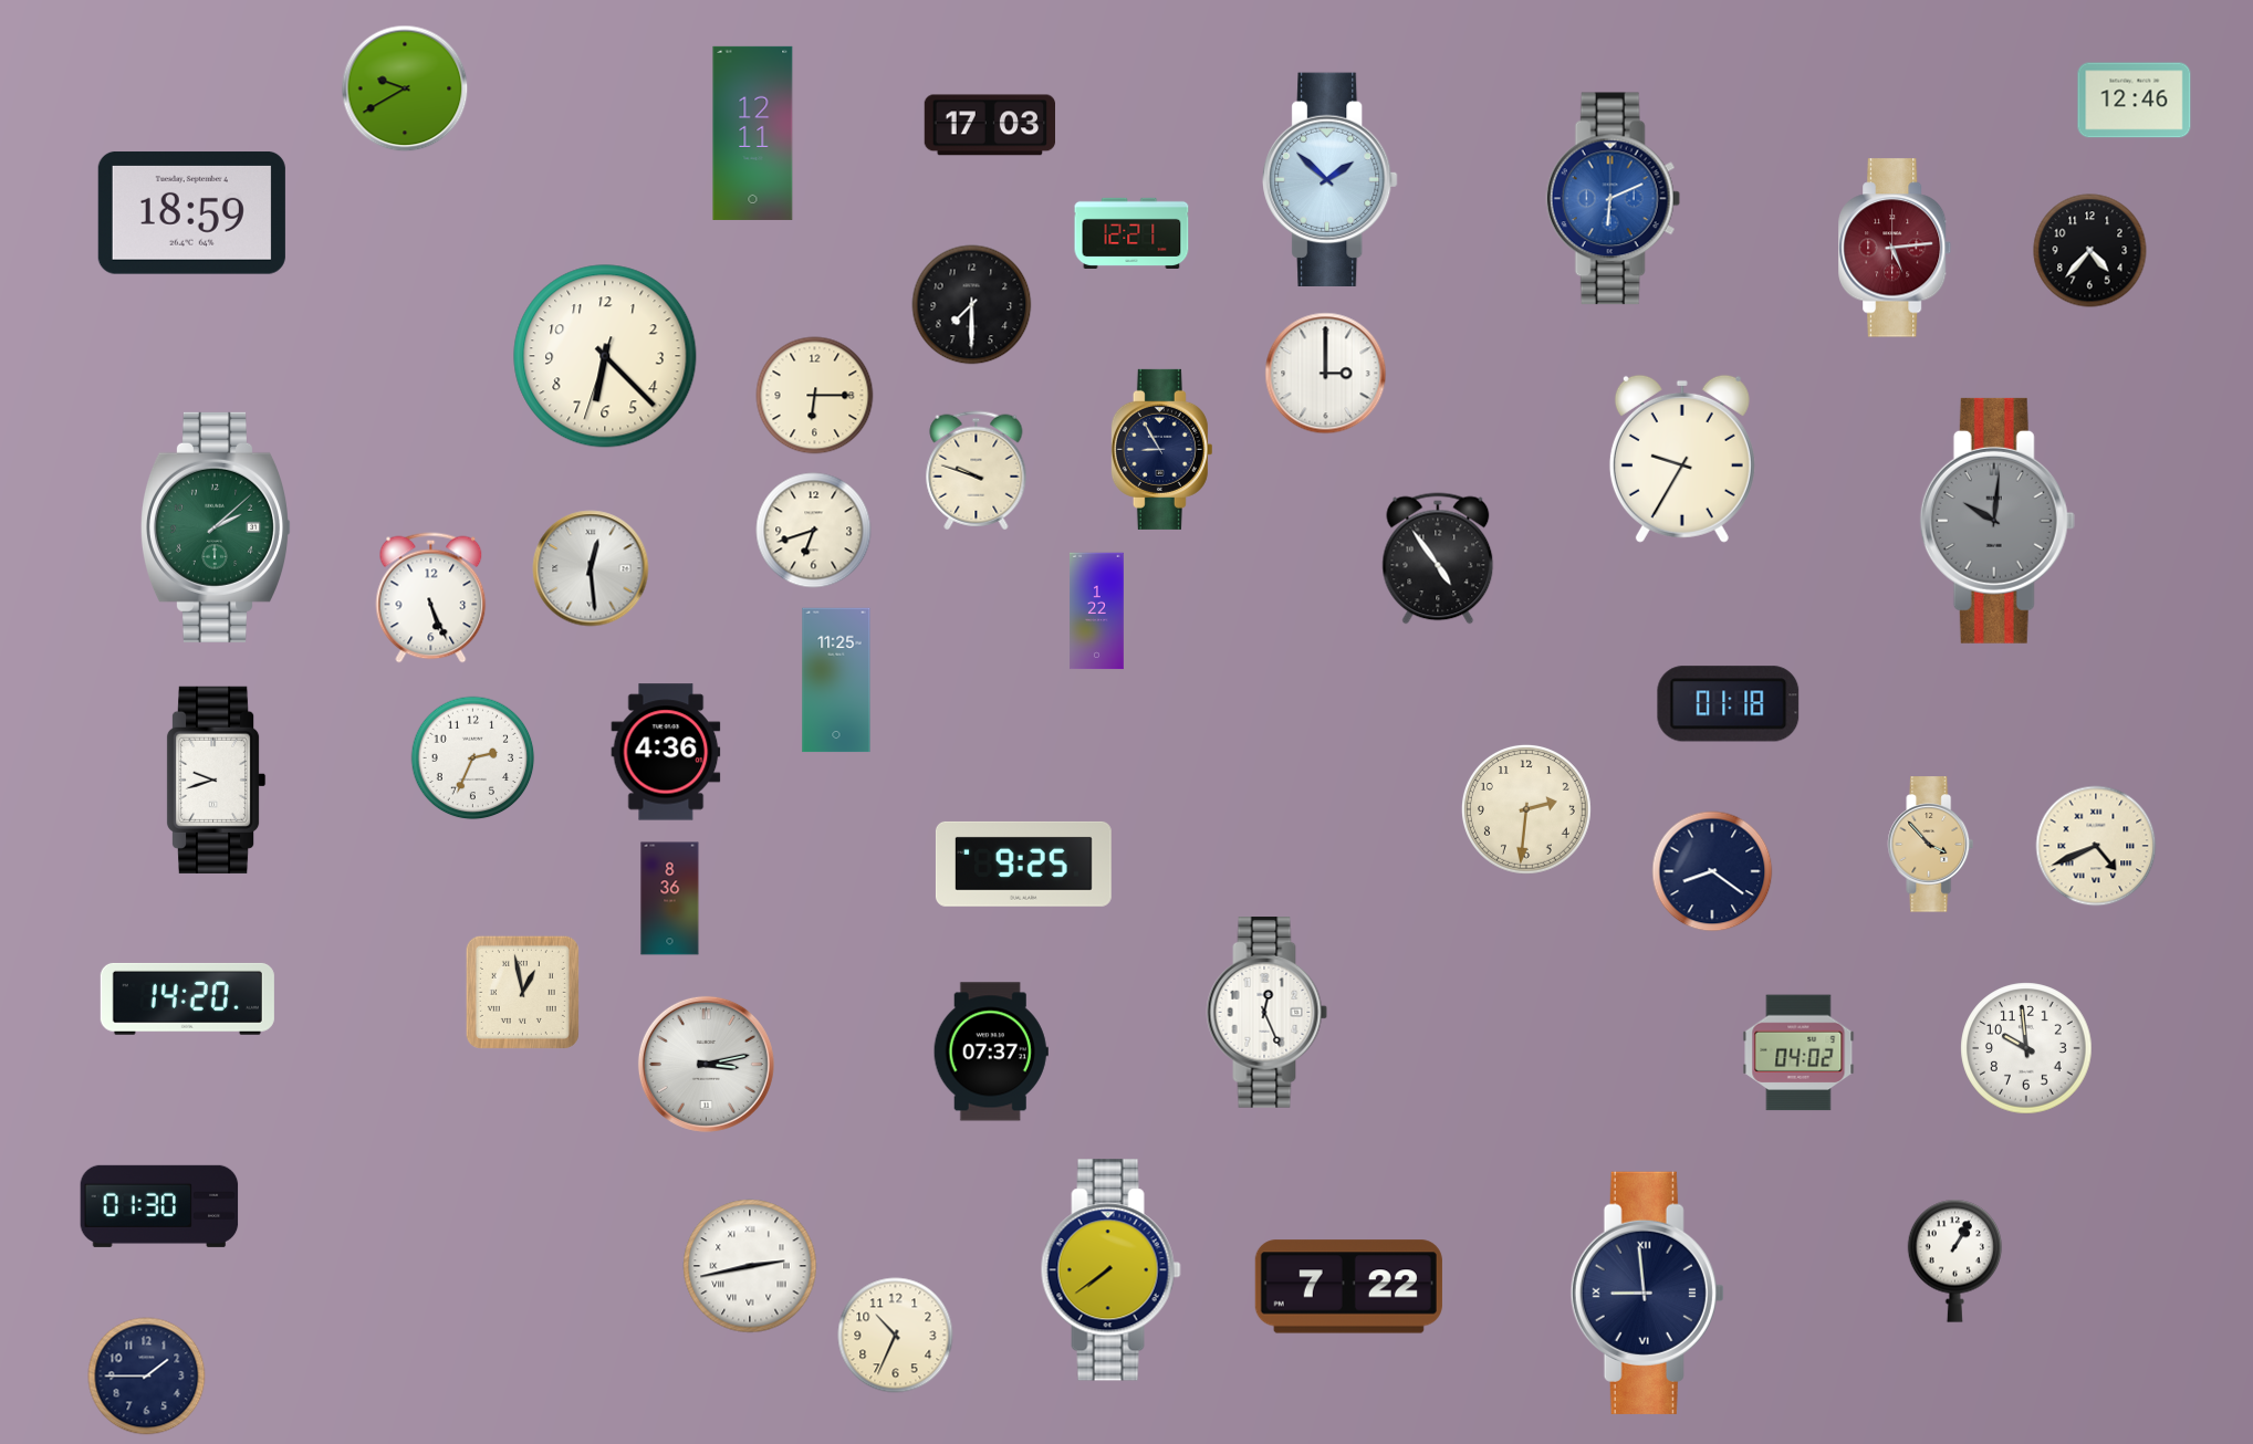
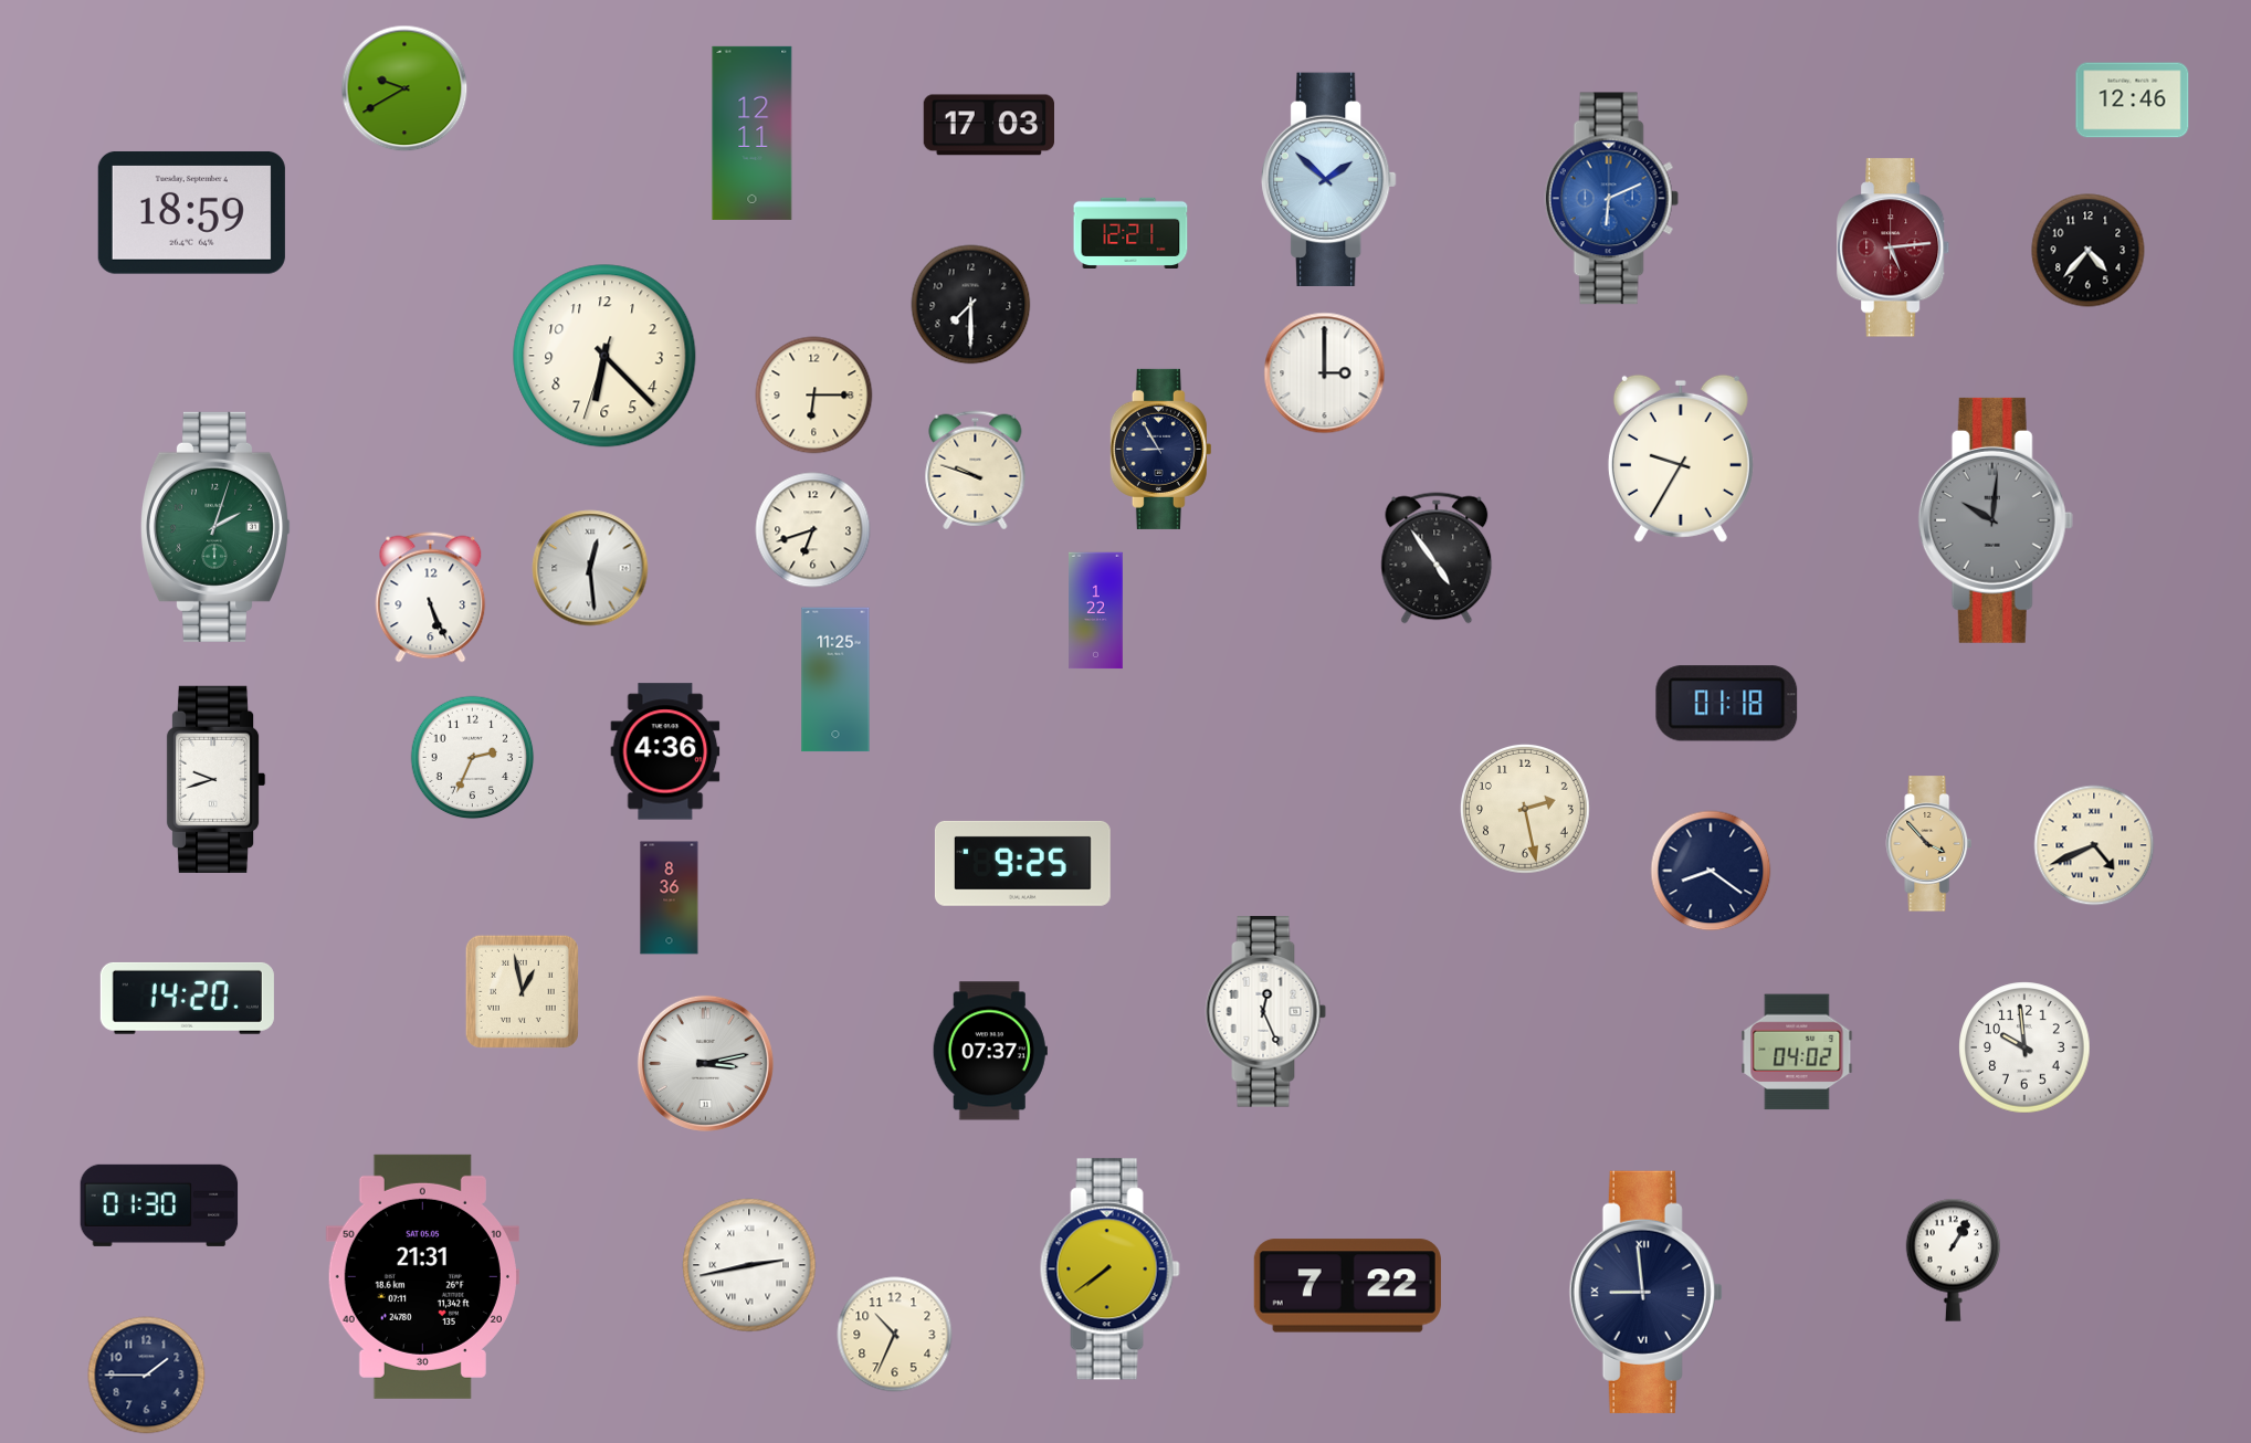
clock at (215, 527): 2:08 -> 2:03
clock at (1526, 809): 2:31 -> 2:28
clock at (422, 1276): none -> 21:31
